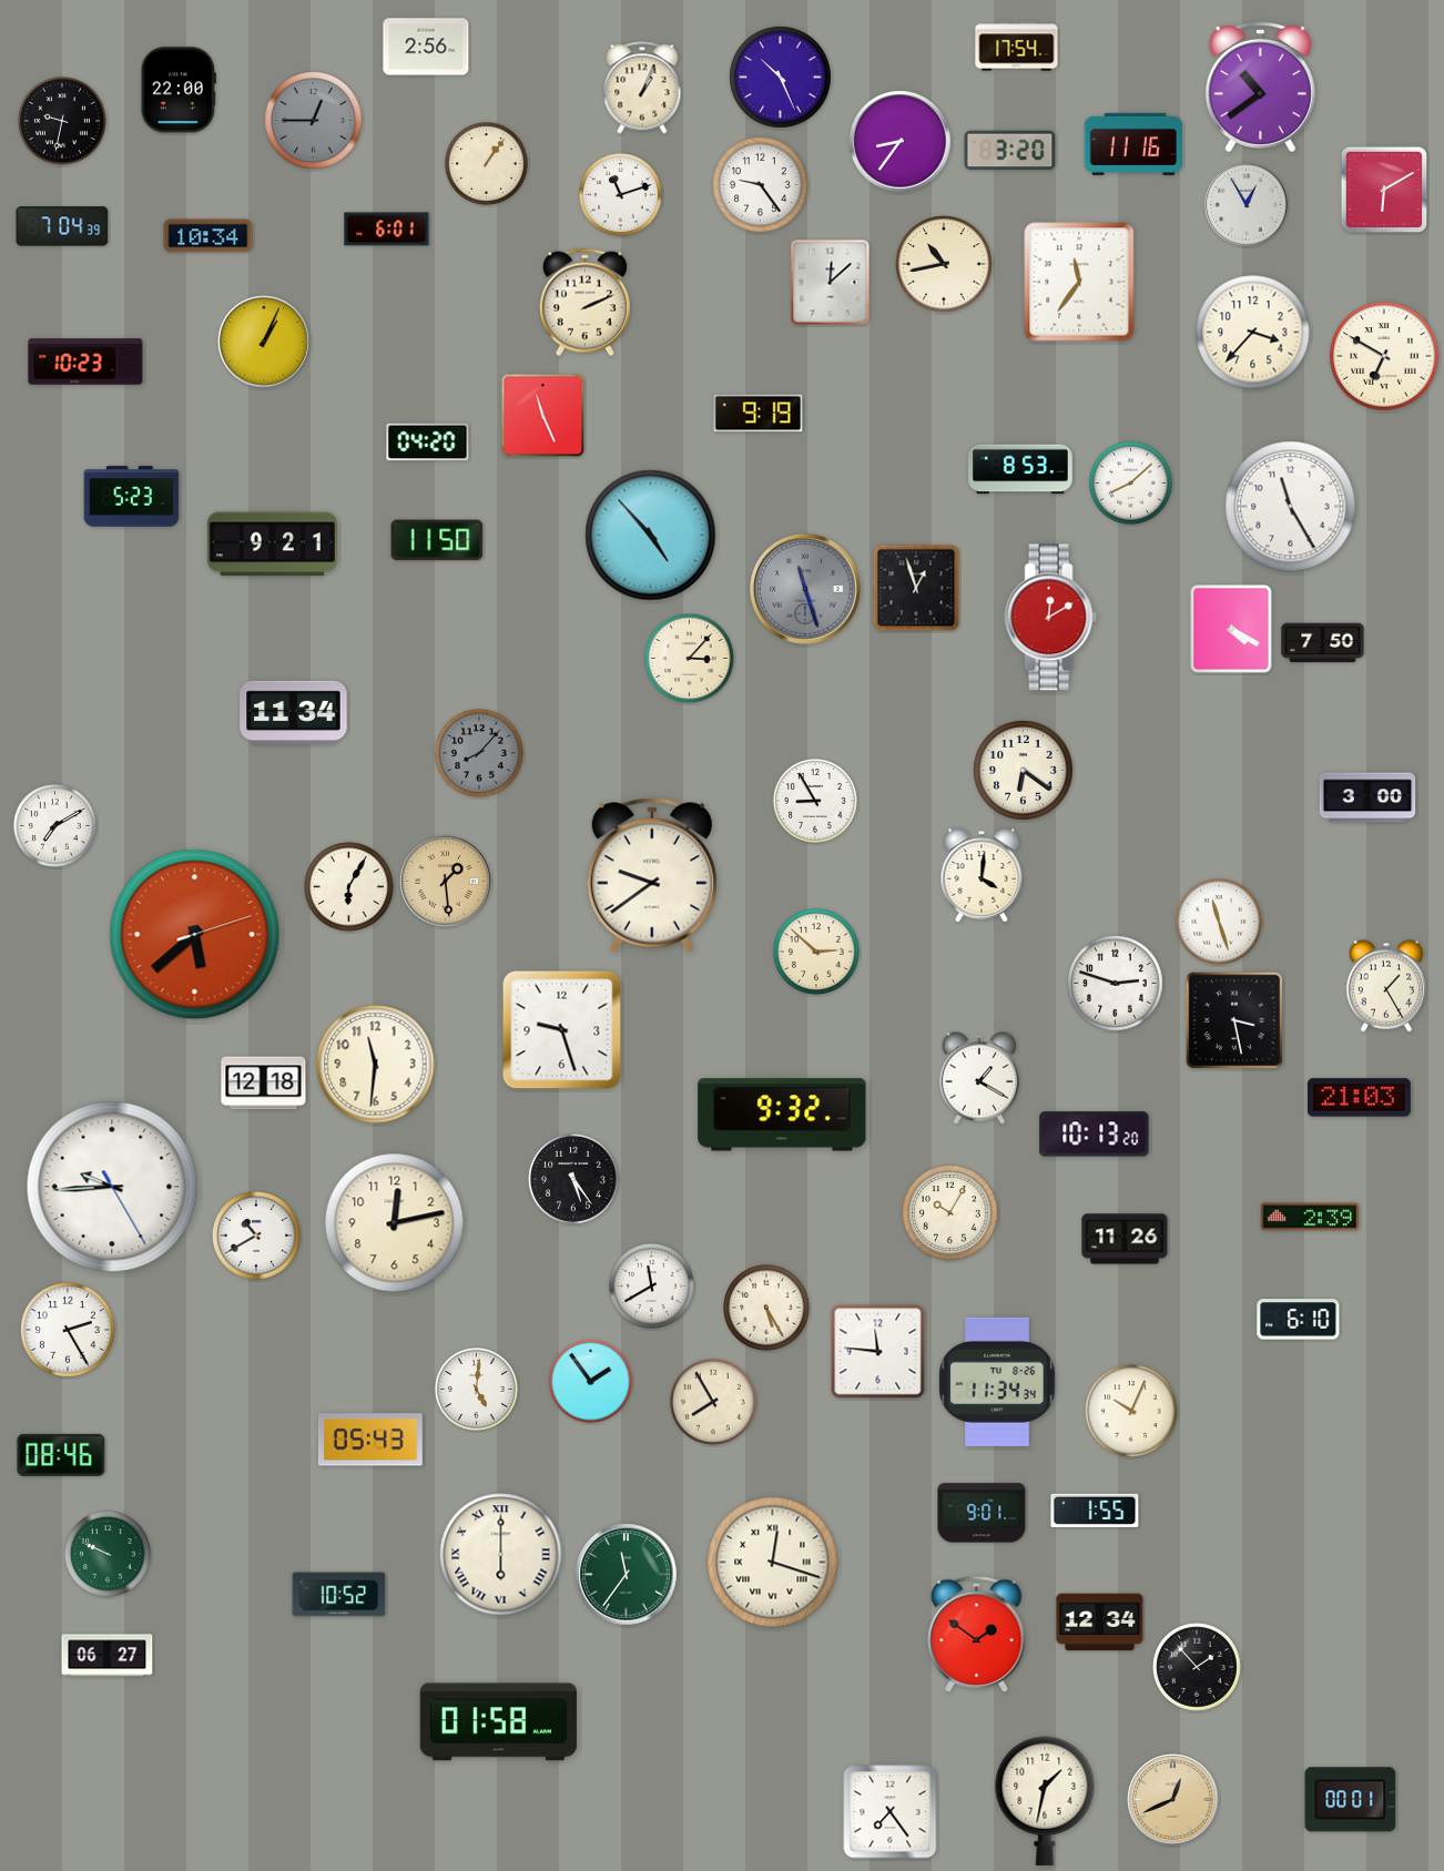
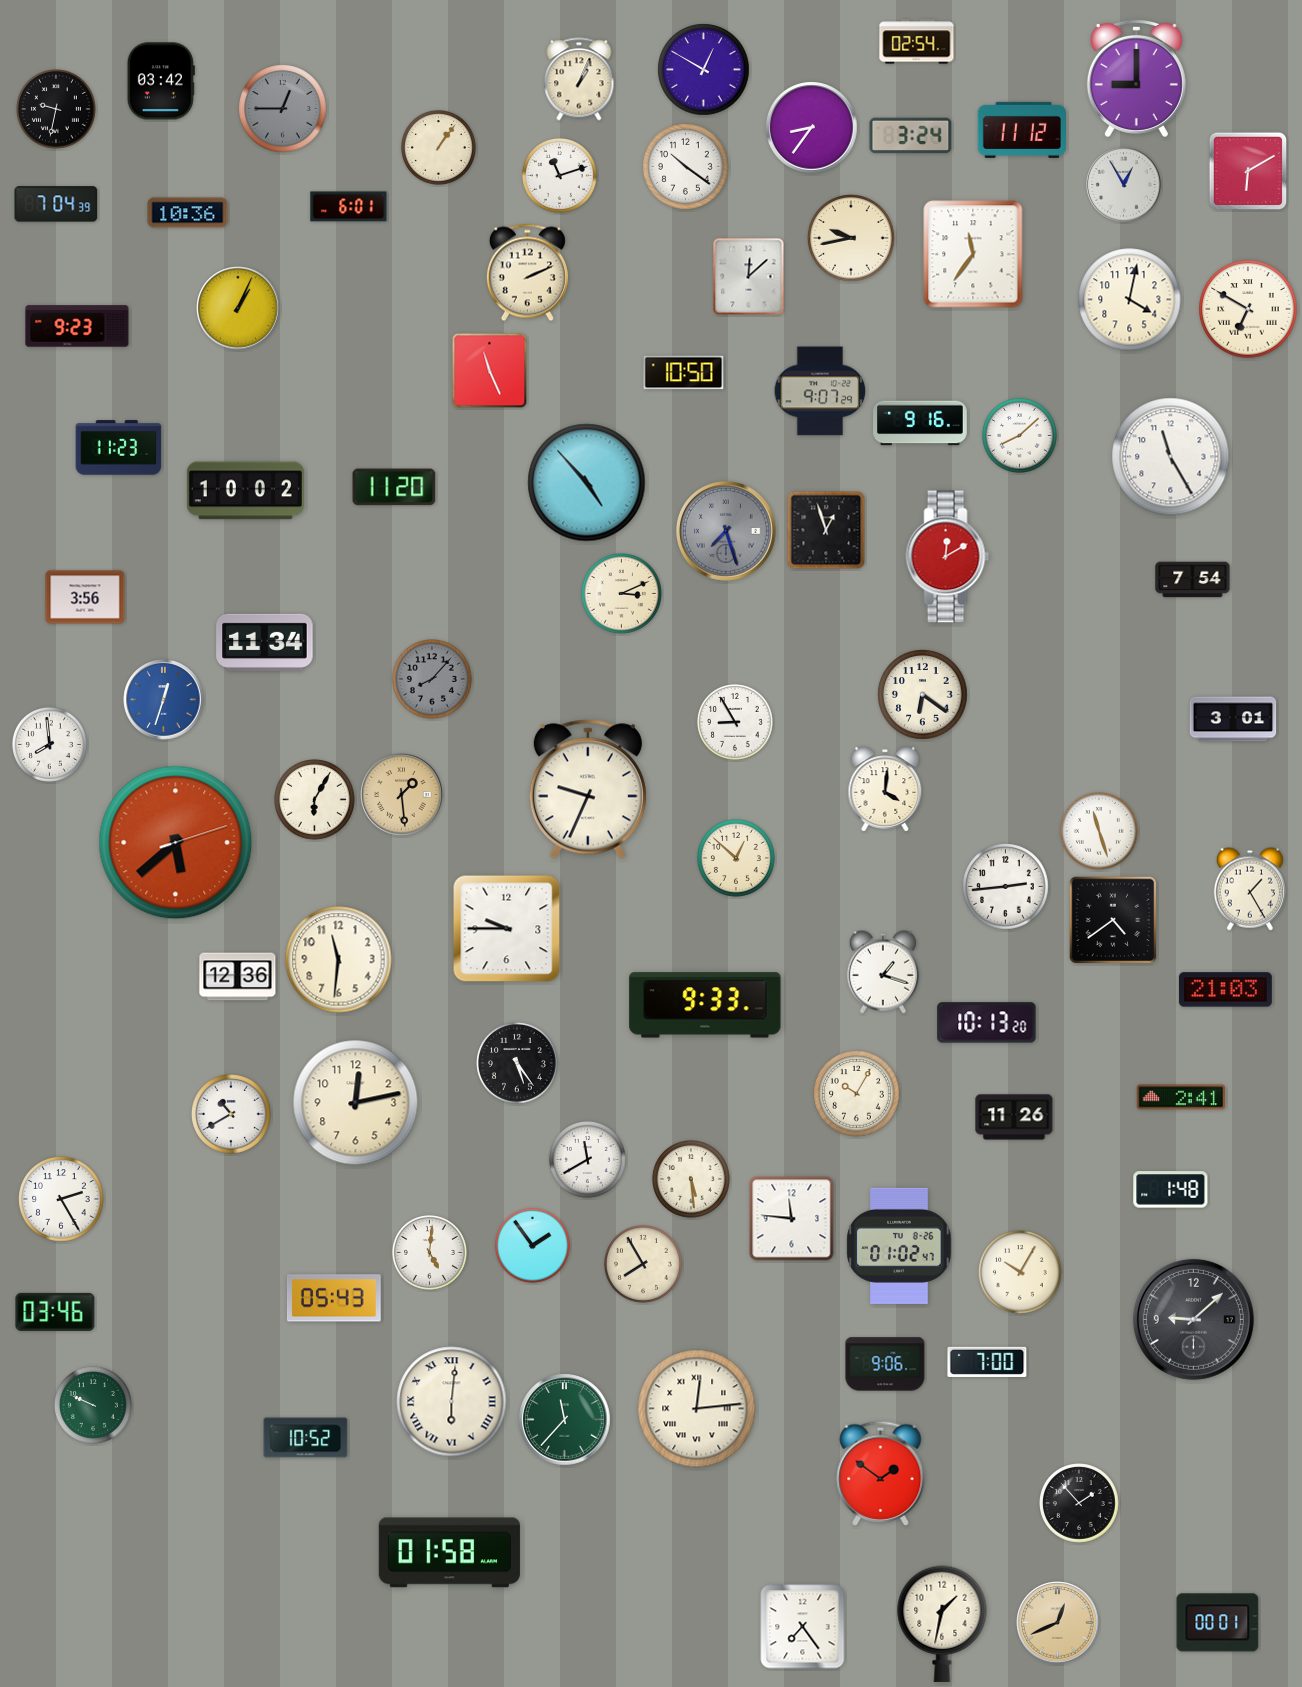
clock at (426, 47): 2:56 -> none
clock at (1017, 47): 17:54 -> 02:54
clock at (781, 78): 10:26 -> 12:50
clock at (1260, 87): 10:39 -> 9:00
clock at (179, 90): 22:00 -> 03:42
clock at (1132, 144): 11:16 -> 11:12
clock at (1010, 151): 3:20 -> 3:24
clock at (761, 185): 9:24 -> 10:21
clock at (209, 236): 10:34 -> 10:36
clock at (944, 264): 10:43 -> 9:43
clock at (831, 283) position: (831, 283) -> (749, 277)
clock at (1253, 333): 3:37 -> 4:02
clock at (1384, 356) position: (1384, 356) -> (1248, 309)
clock at (85, 362): 10:23 -> 9:23
clock at (759, 414): 9:19 -> 10:50
clock at (543, 416) position: (543, 416) -> (490, 371)
clock at (820, 391): none -> 9:07
clock at (428, 443): 04:20 -> none
clock at (1020, 469): 8:53 -> 9:16
clock at (132, 497): 5:23 -> 11:23
clock at (1291, 507) position: (1291, 507) -> (1171, 457)
clock at (437, 540): 11:50 -> 11:20
clock at (272, 545): 9:21 -> 10:02
clock at (806, 590): 11:27 -> 7:27
clock at (1231, 629): 4:20 -> none
clock at (1323, 643): 7:50 -> 7:54
clock at (690, 659): 3:07 -> 3:11
clock at (85, 597): none -> 3:56
clock at (164, 700): none -> 12:33
clock at (1367, 797): 3:00 -> 3:01
clock at (54, 825): 7:10 -> 7:59
clock at (652, 875): 9:39 -> 9:34
clock at (817, 953): 2:52 -> 12:52
clock at (1116, 984): 2:48 -> 2:44
clock at (1234, 1020): 3:28 -> 4:39
clock at (562, 1030): 9:27 -> 9:45
clock at (979, 1078): 1:20 -> 1:18
clock at (264, 1084): 12:18 -> 12:36
clock at (782, 1115): 9:32 -> 9:33
clock at (112, 1187): 9:44 -> none
clock at (1309, 1217): 2:39 -> 2:41
clock at (767, 1309): 5:25 -> 5:29
clock at (1299, 1320): 6:10 -> 1:48
clock at (997, 1382): 11:34 -> 01:02
clock at (1131, 1411): 10:04 -> 10:05
clock at (61, 1455): 08:46 -> 03:46
clock at (1193, 1319): none -> 9:08
clock at (1095, 1509): 1:55 -> 7:00
clock at (982, 1513): 9:01 -> 9:06
clock at (109, 1555) position: (109, 1555) -> (94, 1406)
clock at (501, 1555): 6:00 -> 6:01
clock at (773, 1563): 12:18 -> 12:14
clock at (627, 1575): 11:36 -> 11:37
clock at (1100, 1623): 12:34 -> none
clock at (108, 1656): 06:27 -> none
clock at (891, 1812) position: (891, 1812) -> (803, 1627)
